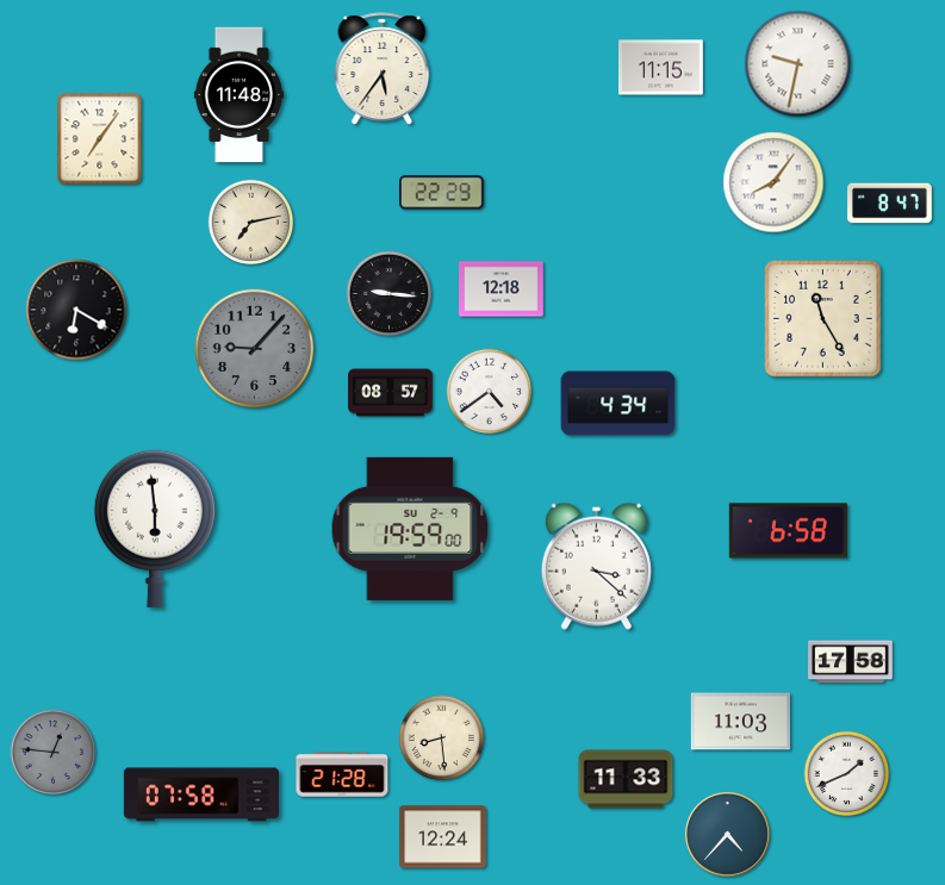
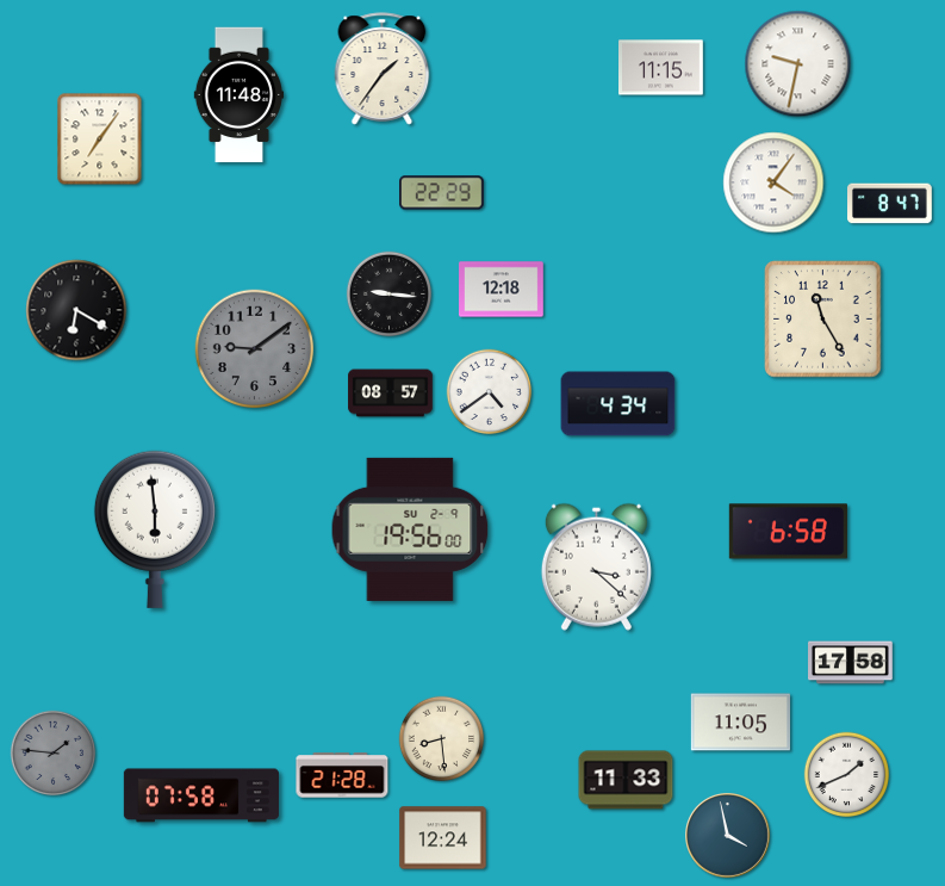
clock at (383, 69): 5:36 -> 1:36
clock at (773, 182): 8:06 -> 4:06
clock at (251, 223): 7:13 -> none
clock at (255, 349): 9:07 -> 9:09
clock at (410, 529): 19:59 -> 19:56
clock at (740, 722): 11:03 -> 11:05
clock at (54, 753): 12:46 -> 1:46
clock at (728, 835): 4:37 -> 3:58
